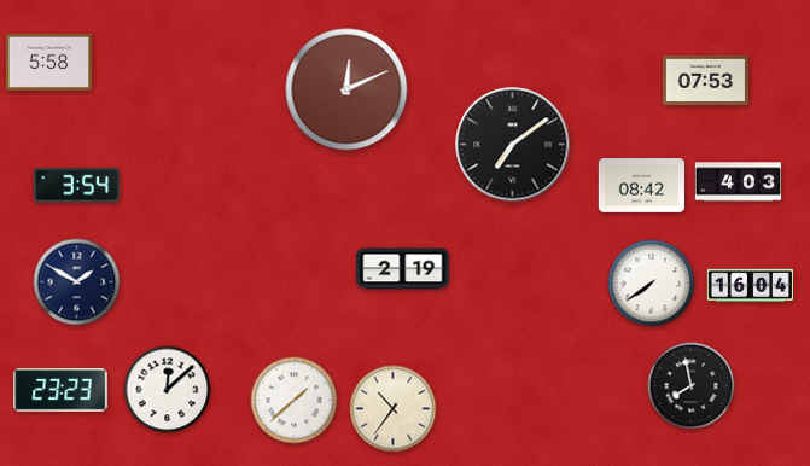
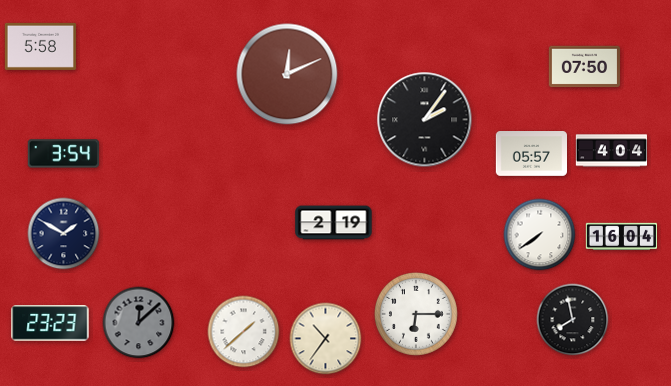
clock at (48, 62) position: (48, 62) -> (40, 46)
clock at (705, 81): 07:53 -> 07:50
clock at (513, 145): 7:09 -> 2:06
clock at (738, 182): 4:03 -> 4:04
clock at (641, 186): 08:42 -> 05:57
clock at (416, 314): none -> 6:15
clock at (168, 390) dial: white -> grey
